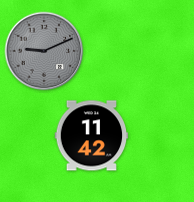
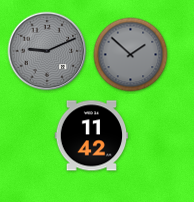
clock at (44, 51) position: (44, 51) -> (47, 51)
clock at (131, 55): none -> 1:52
